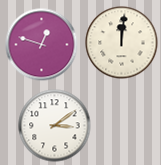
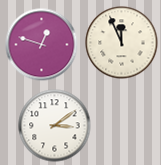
clock at (122, 43): 12:01 -> 11:56
